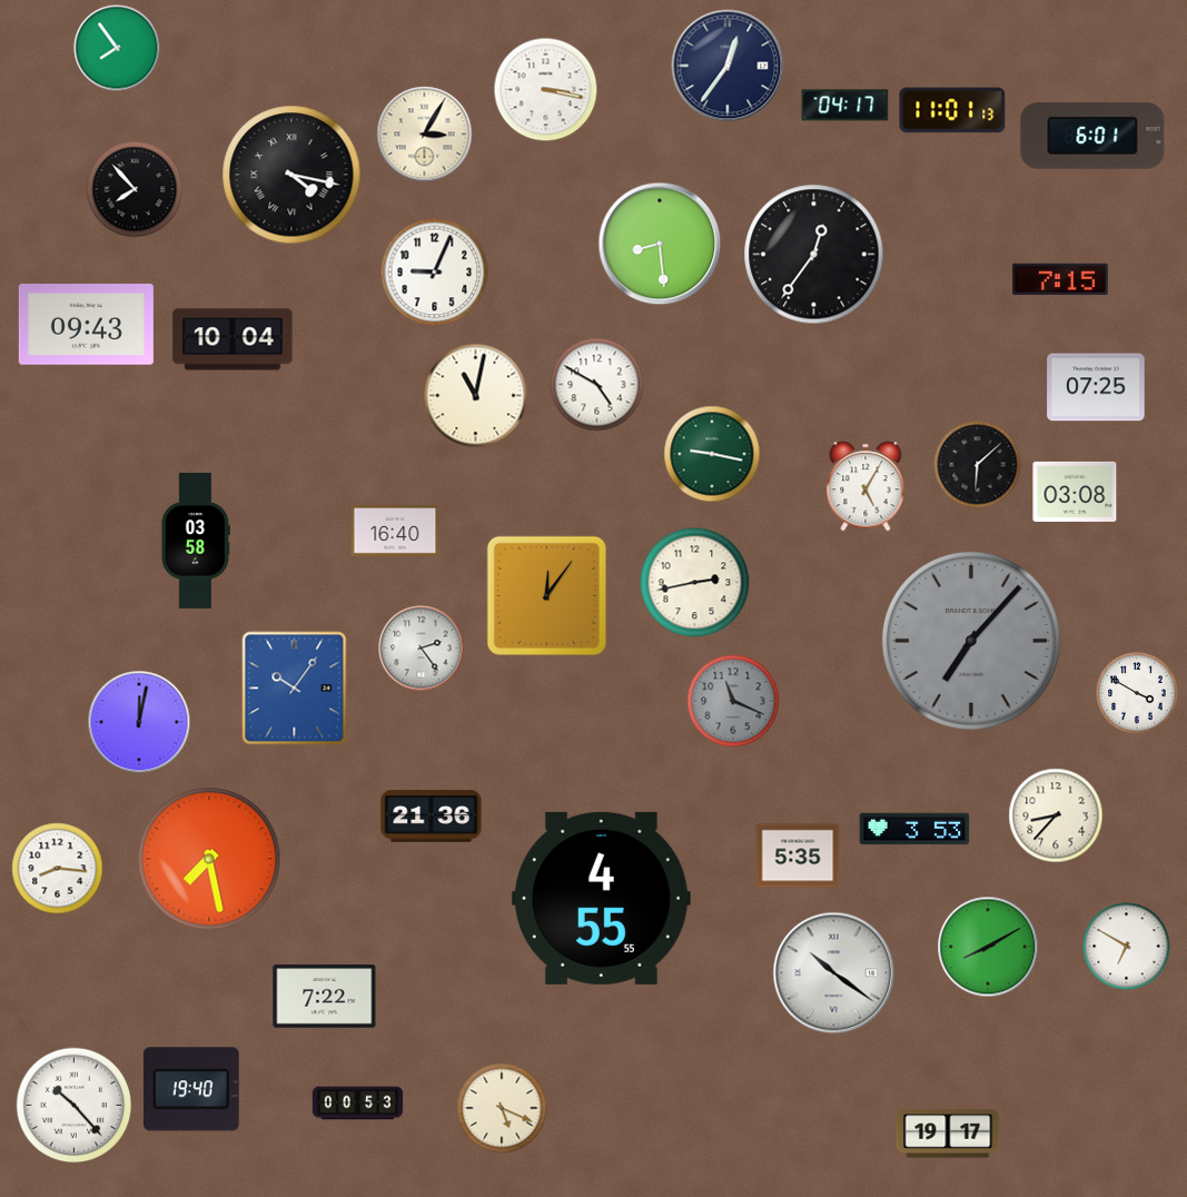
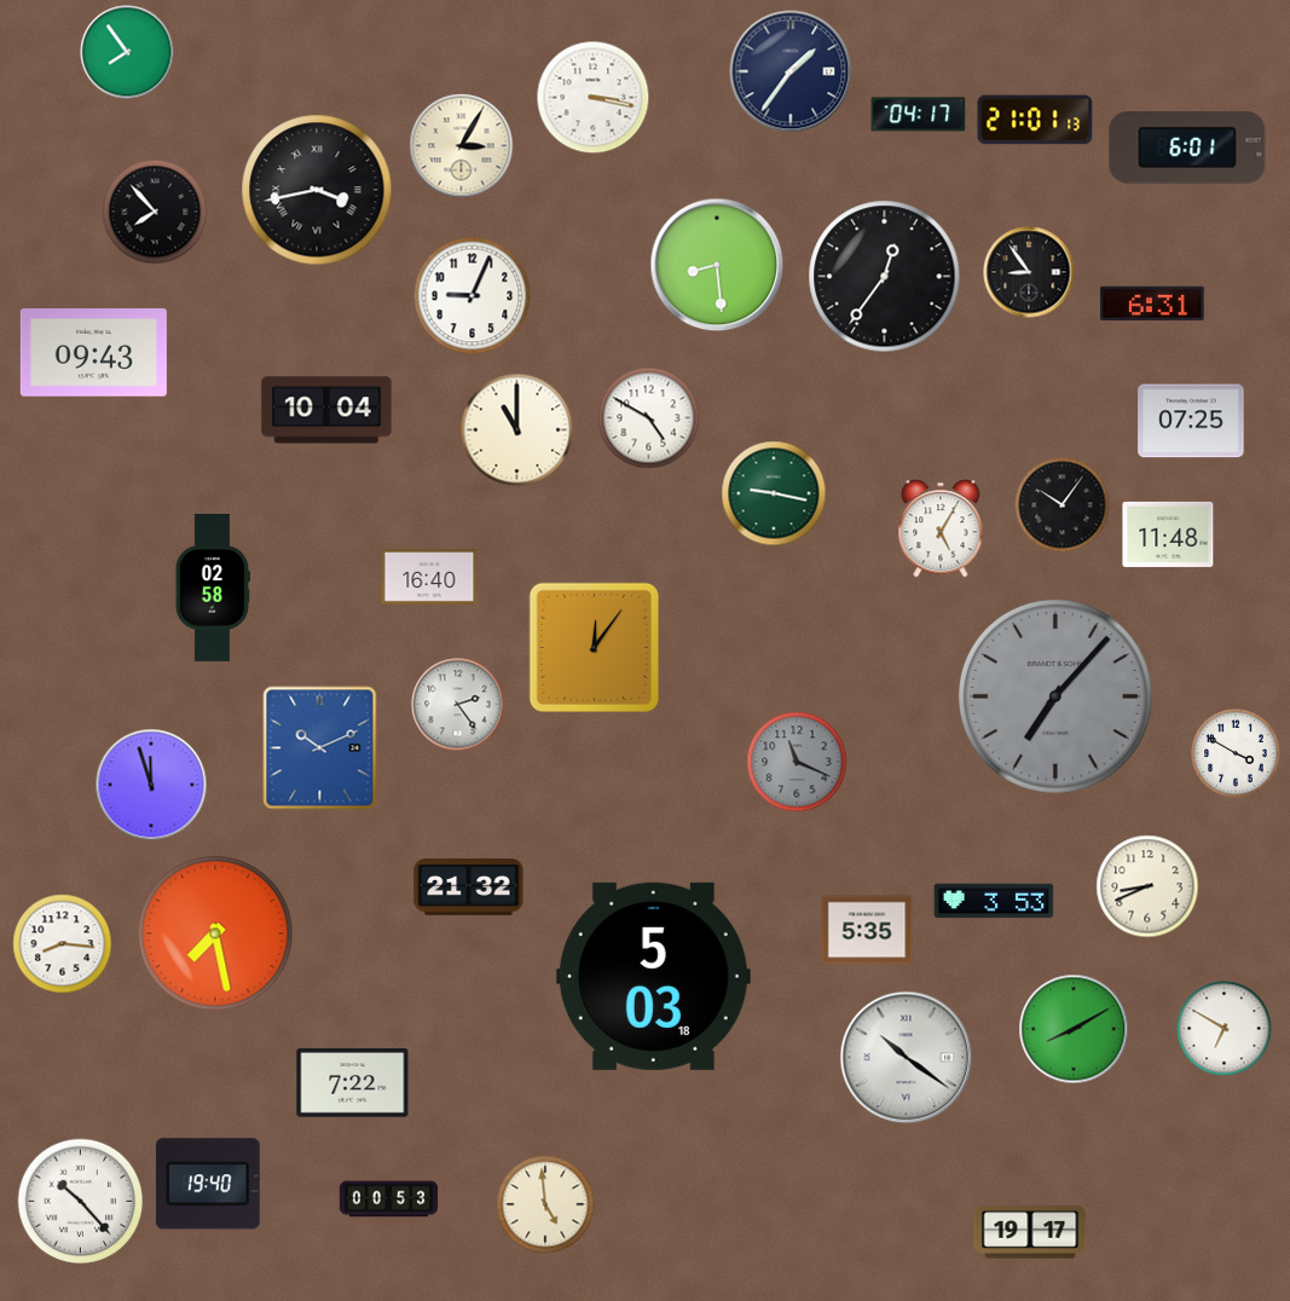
clock at (728, 66): 12:36 -> 1:36
clock at (952, 110): 11:01 -> 21:01
clock at (291, 175): 4:17 -> 3:43
clock at (135, 189) position: (135, 189) -> (155, 212)
clock at (1029, 272): none -> 8:54
clock at (1061, 279): 7:15 -> 6:31
clock at (233, 339) position: (233, 339) -> (326, 410)
clock at (476, 396): 11:02 -> 11:00
clock at (978, 465): 6:08 -> 10:06
clock at (1075, 492): 03:08 -> 11:48
clock at (196, 541): 03:58 -> 02:58
clock at (695, 583): 2:43 -> none
clock at (295, 689): 10:06 -> 10:11
clock at (139, 722): 12:02 -> 11:57
clock at (1056, 815): 8:37 -> 8:41
clock at (432, 817): 21:36 -> 21:32
clock at (209, 859) position: (209, 859) -> (215, 933)
clock at (601, 898): 4:55 -> 5:03
clock at (502, 1108): 5:19 -> 4:59
